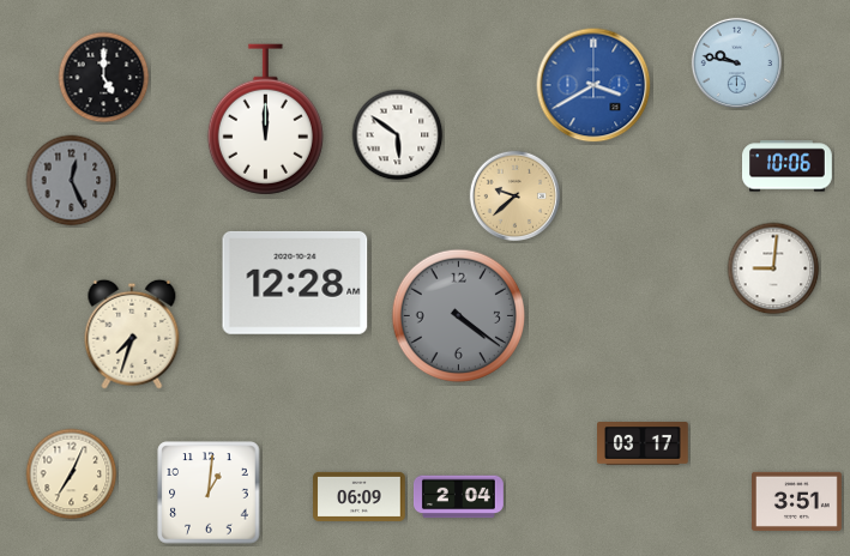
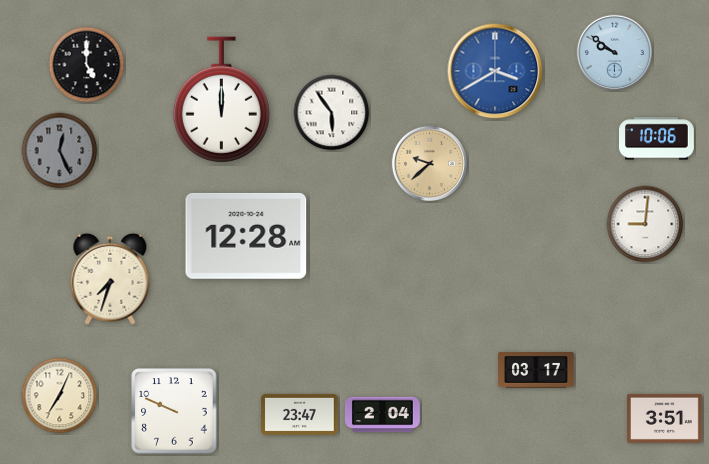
clock at (736, 62): 9:47 -> 9:51
clock at (398, 135): 5:51 -> 5:54
clock at (459, 316): 4:21 -> none
clock at (209, 492): 1:01 -> 9:49
clock at (360, 496): 06:09 -> 23:47
